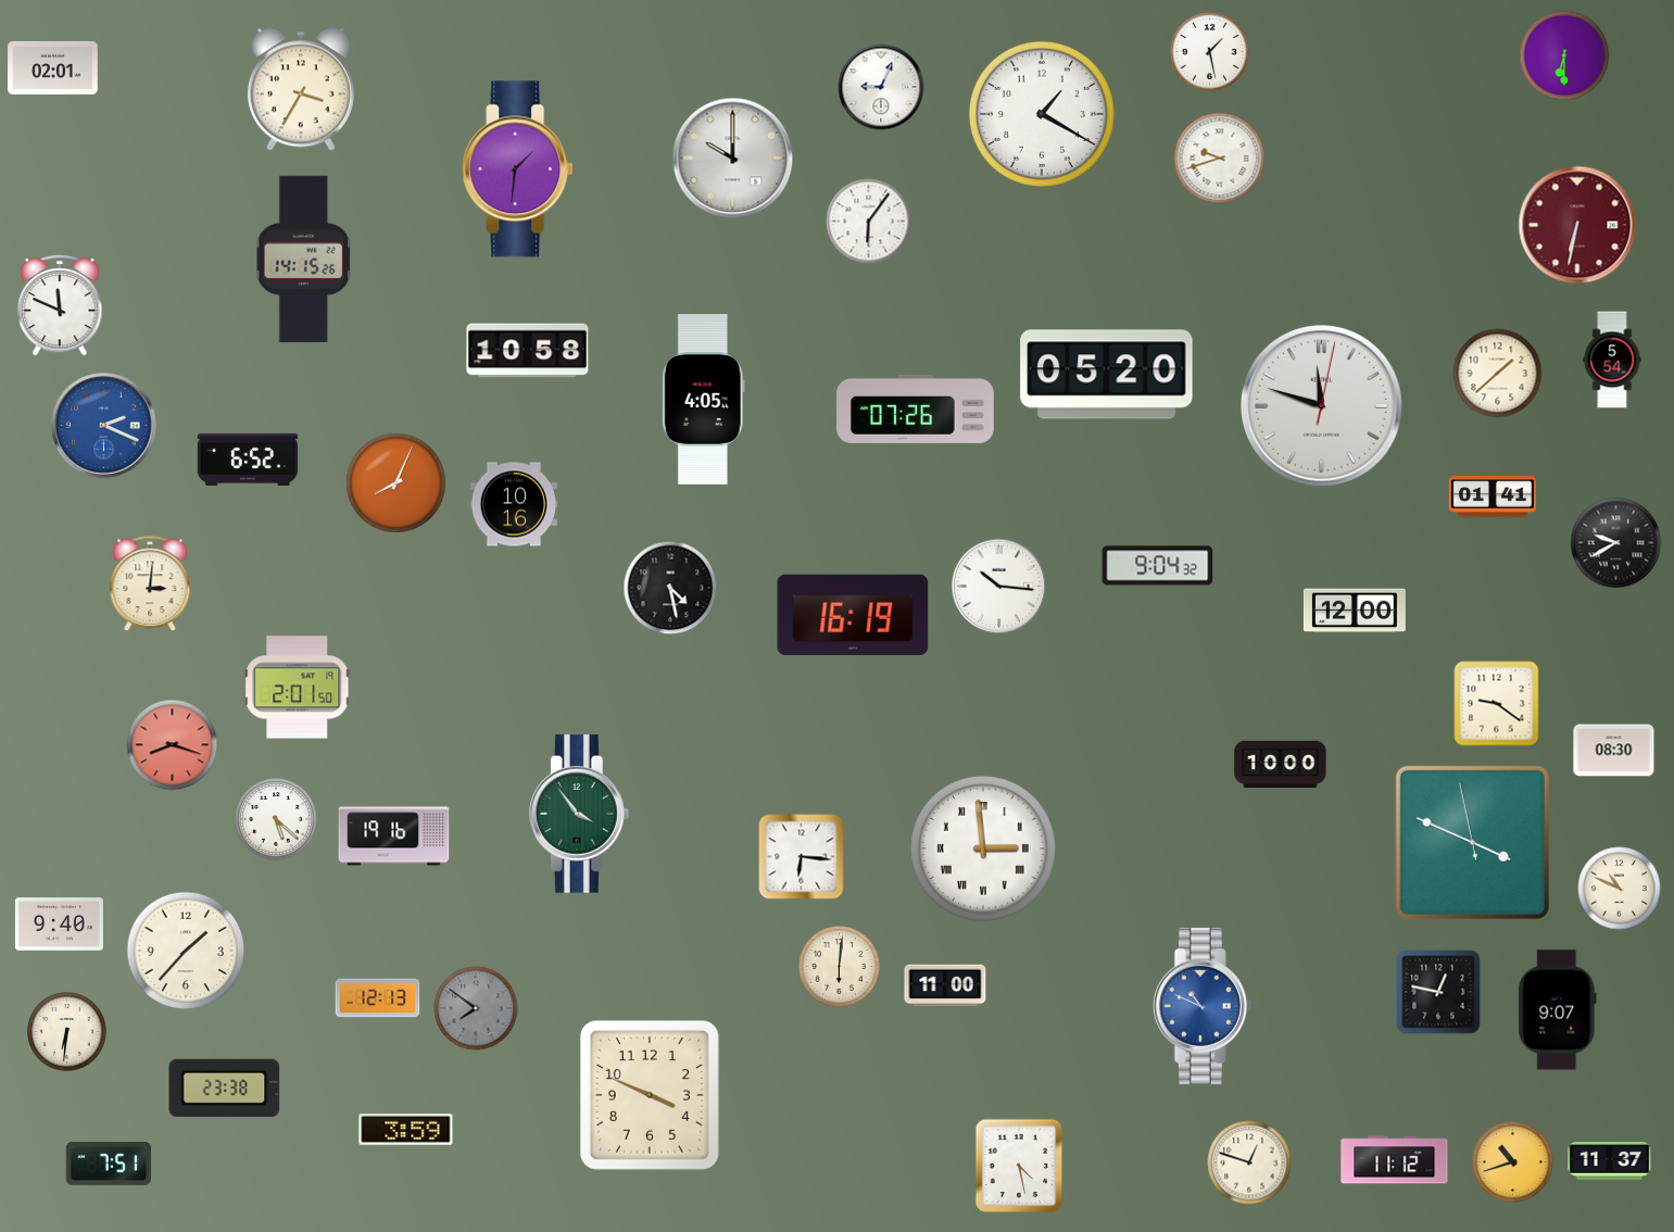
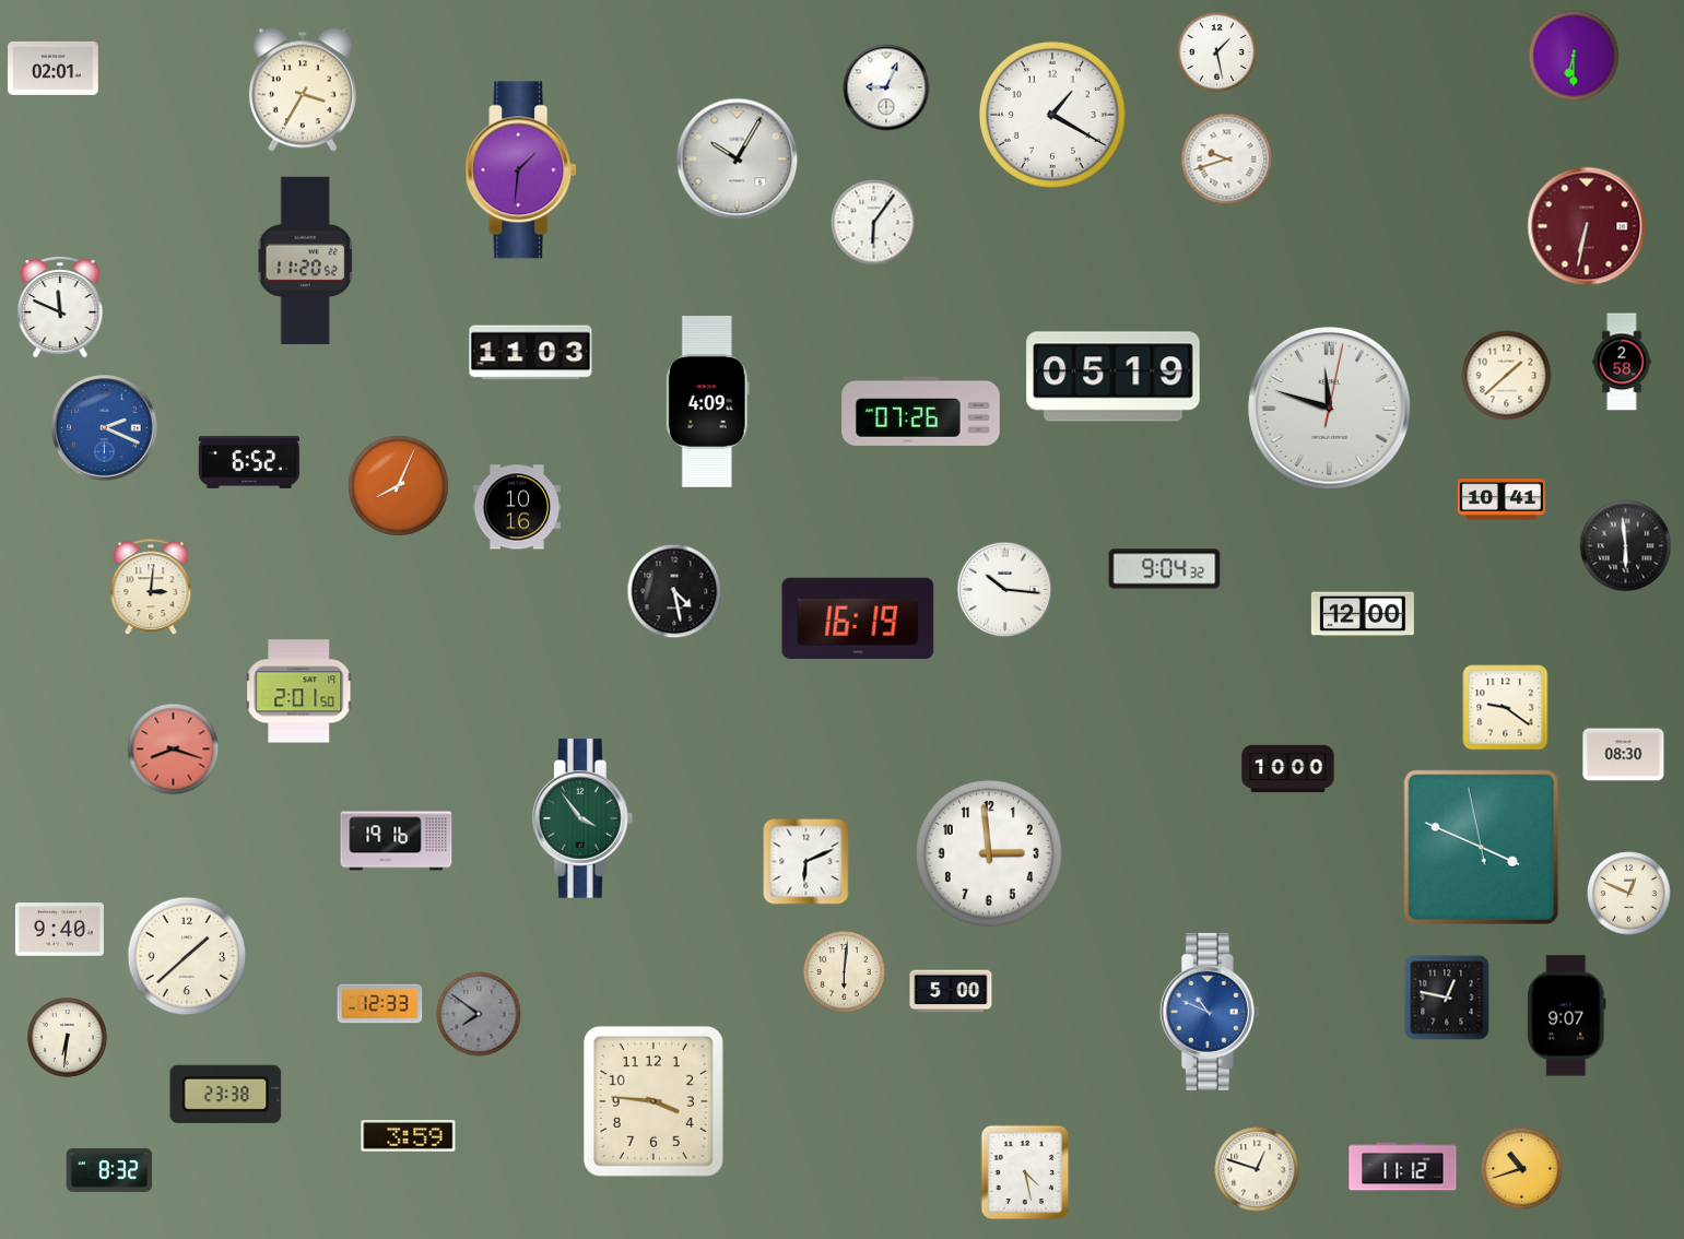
clock at (1042, 114) position: (1042, 114) -> (1052, 115)
clock at (733, 159): 10:00 -> 10:05
clock at (303, 260): 14:15 -> 11:20
clock at (528, 351): 10:58 -> 11:03
clock at (1612, 360): 5:54 -> 2:58
clock at (1107, 375): 05:20 -> 05:19
clock at (703, 400): 4:05 -> 4:09
clock at (1493, 496): 01:41 -> 10:41
clock at (1616, 543): 9:40 -> 5:59
clock at (276, 819): 5:22 -> none
clock at (983, 848) numerals: Roman -> Arabic
clock at (802, 857): 6:16 -> 6:11
clock at (1620, 889): 10:49 -> 12:49
clock at (186, 951): 1:37 -> 1:38
clock at (945, 985): 11:00 -> 5:00
clock at (378, 998): 12:13 -> 12:33
clock at (650, 1095): 3:49 -> 3:46
clock at (1610, 1161): 11:37 -> none
clock at (109, 1164): 7:51 -> 8:32
